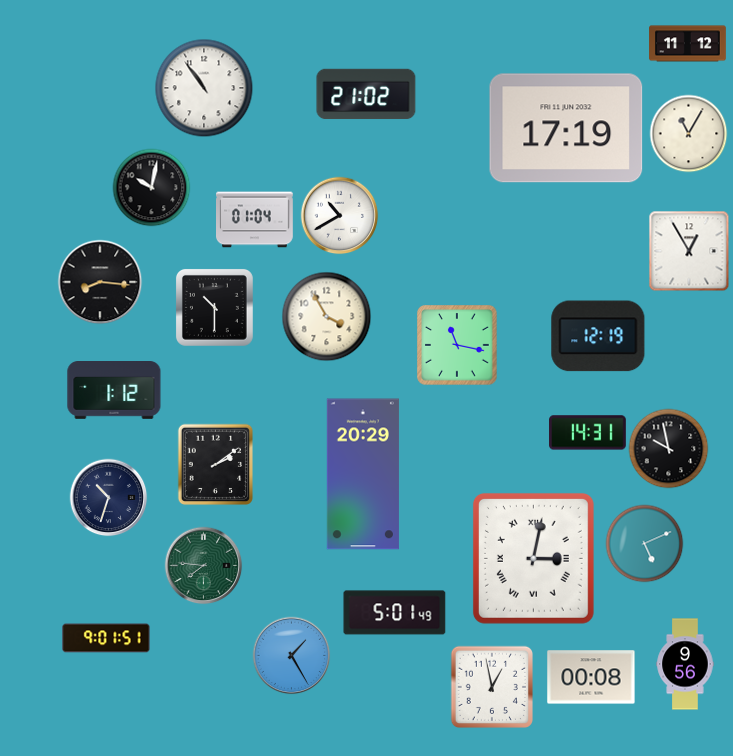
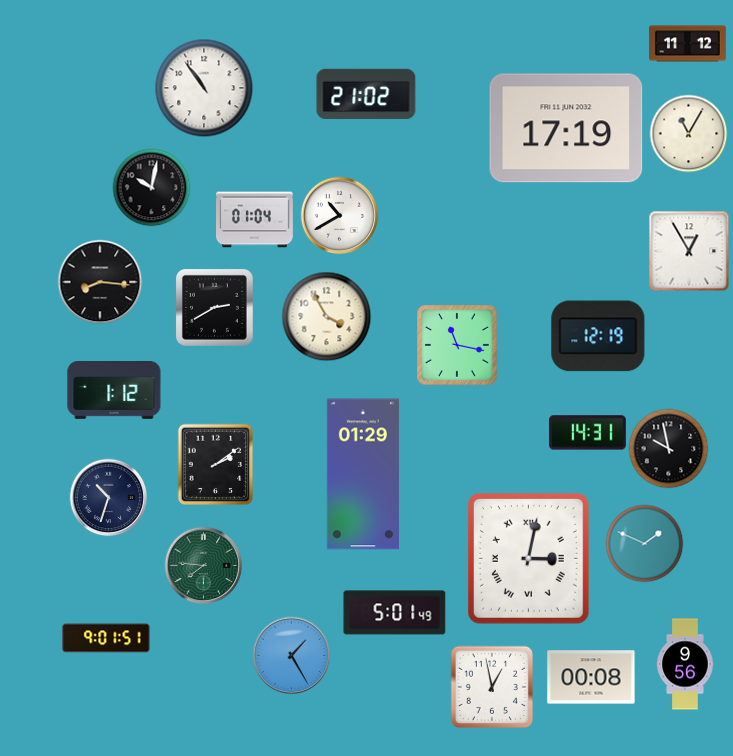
clock at (214, 307): 10:30 -> 2:40
clock at (363, 474): 20:29 -> 01:29
clock at (644, 543): 5:11 -> 1:49
clock at (533, 558) position: (533, 558) -> (528, 558)
